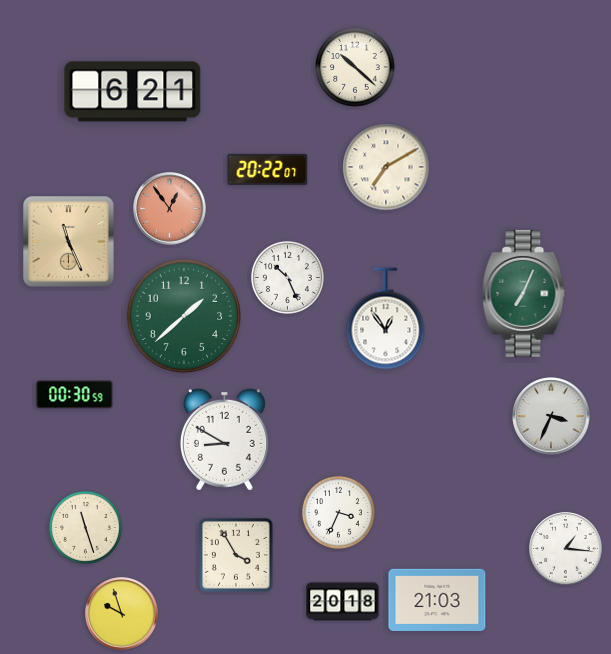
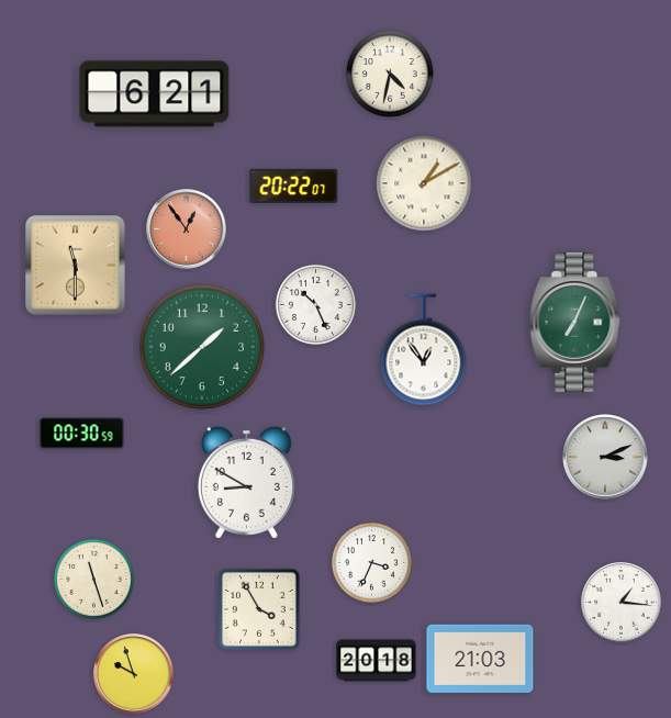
clock at (355, 67): 10:22 -> 4:32
clock at (133, 92) position: (133, 92) -> (155, 94)
clock at (386, 167): 7:10 -> 1:10
clock at (69, 242): 11:26 -> 11:30
clock at (551, 416): 3:34 -> 3:11
